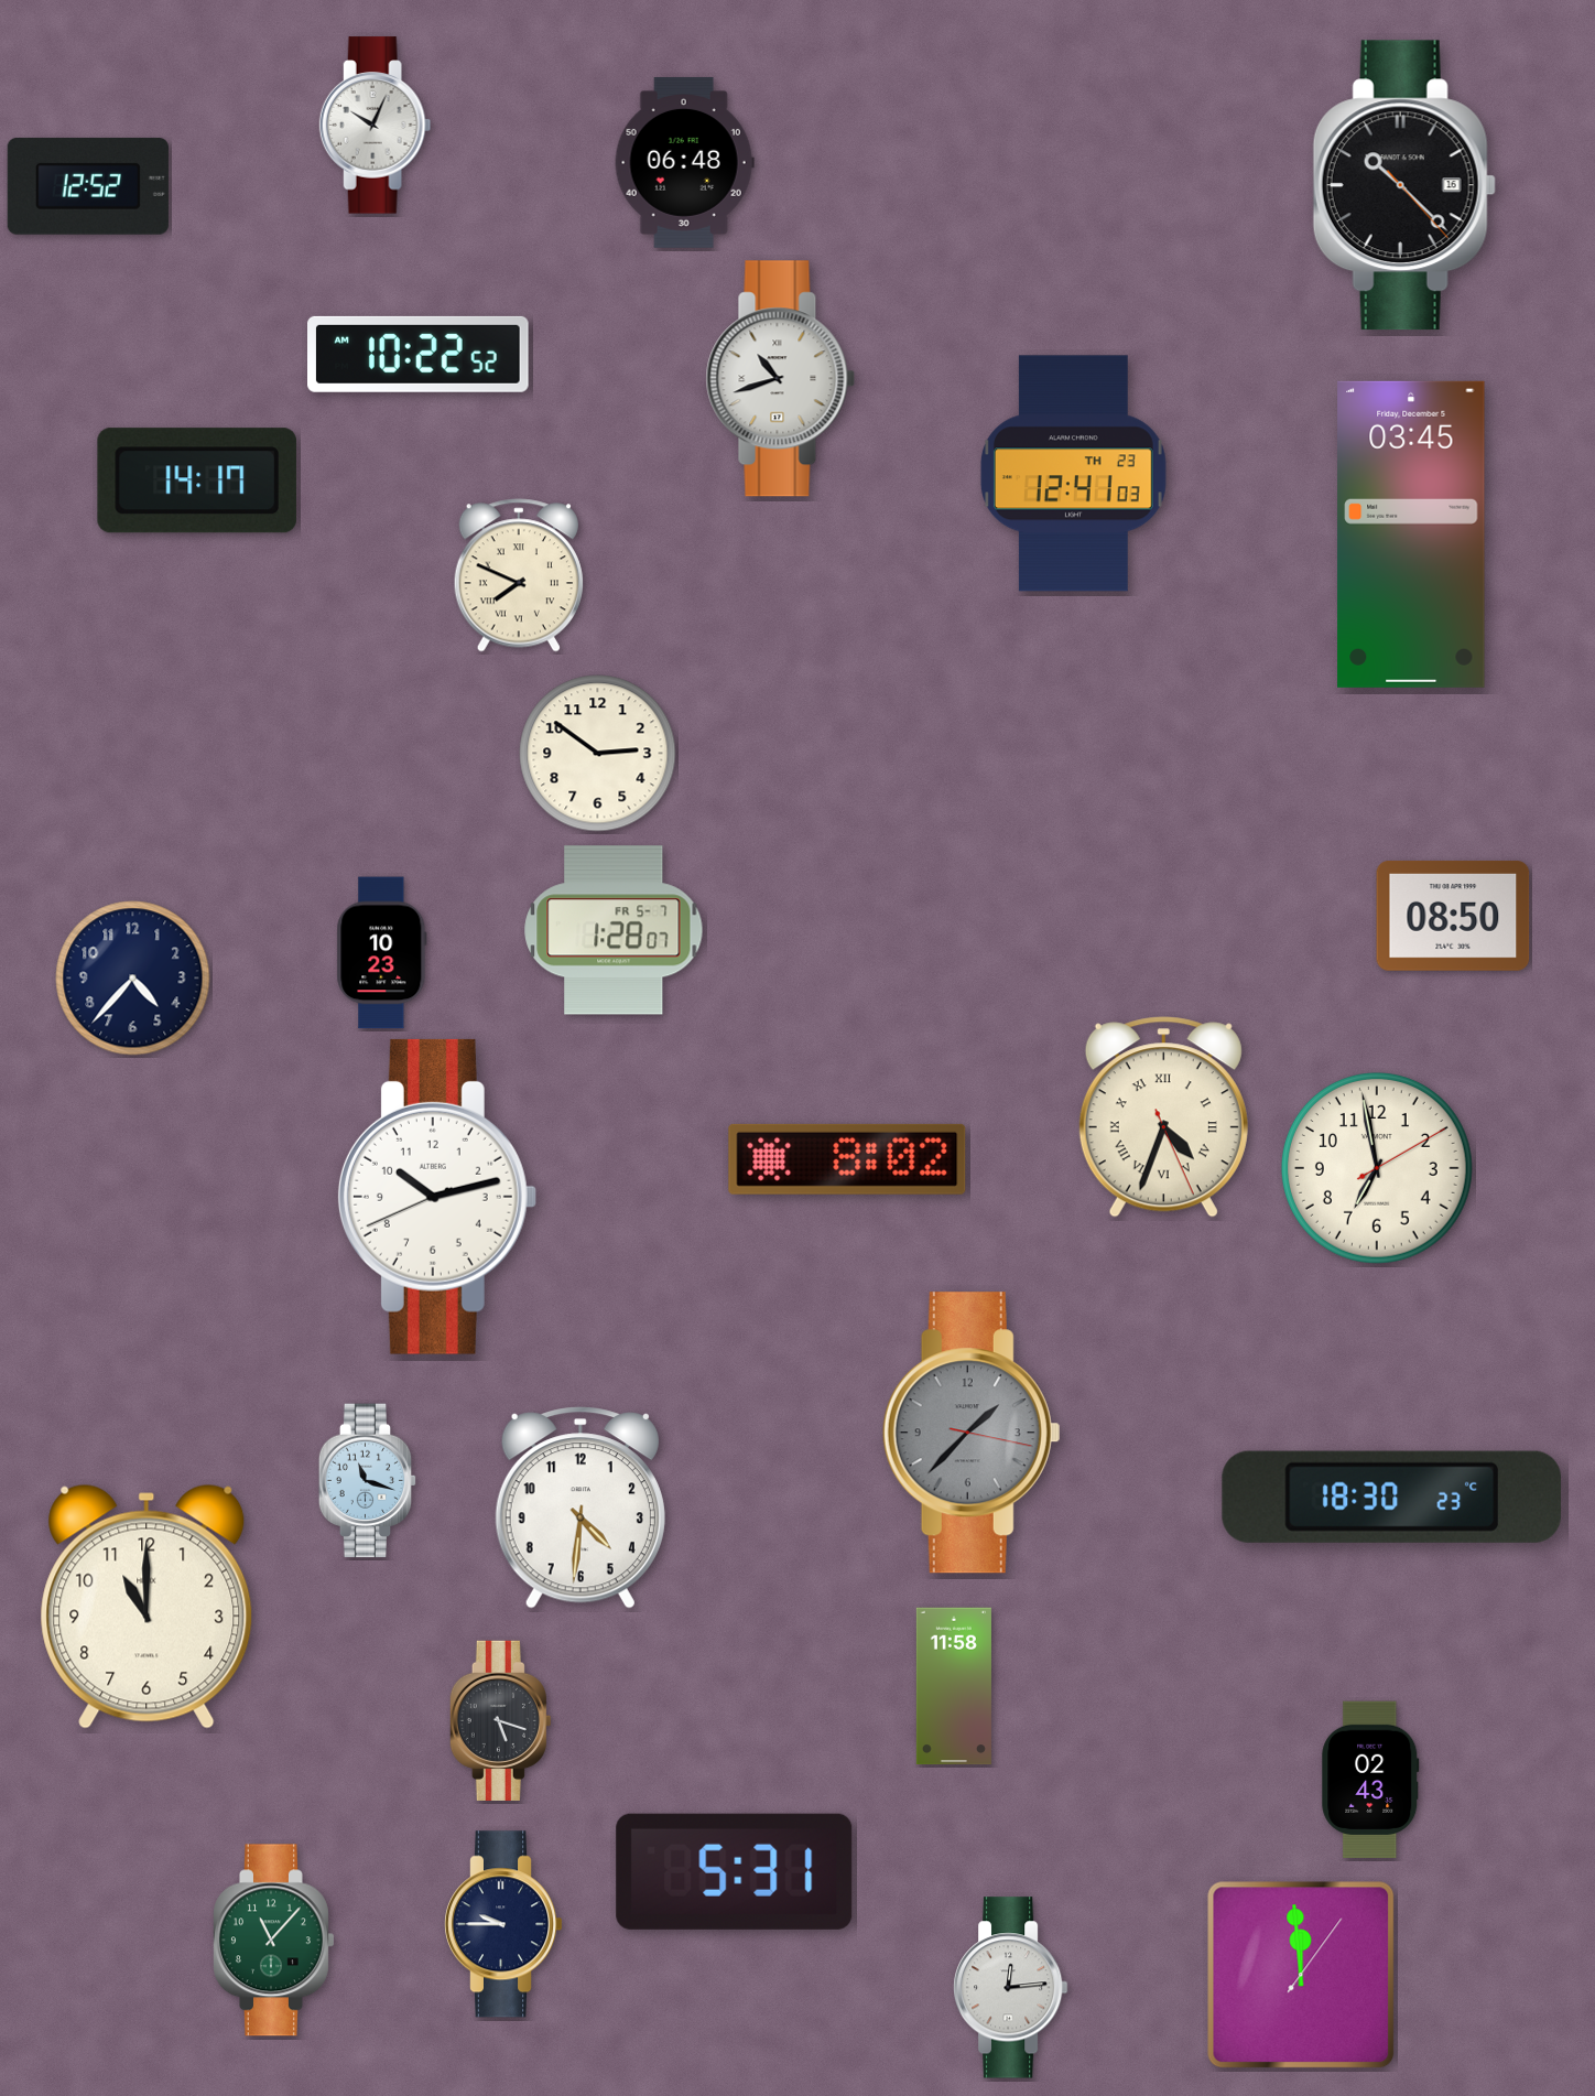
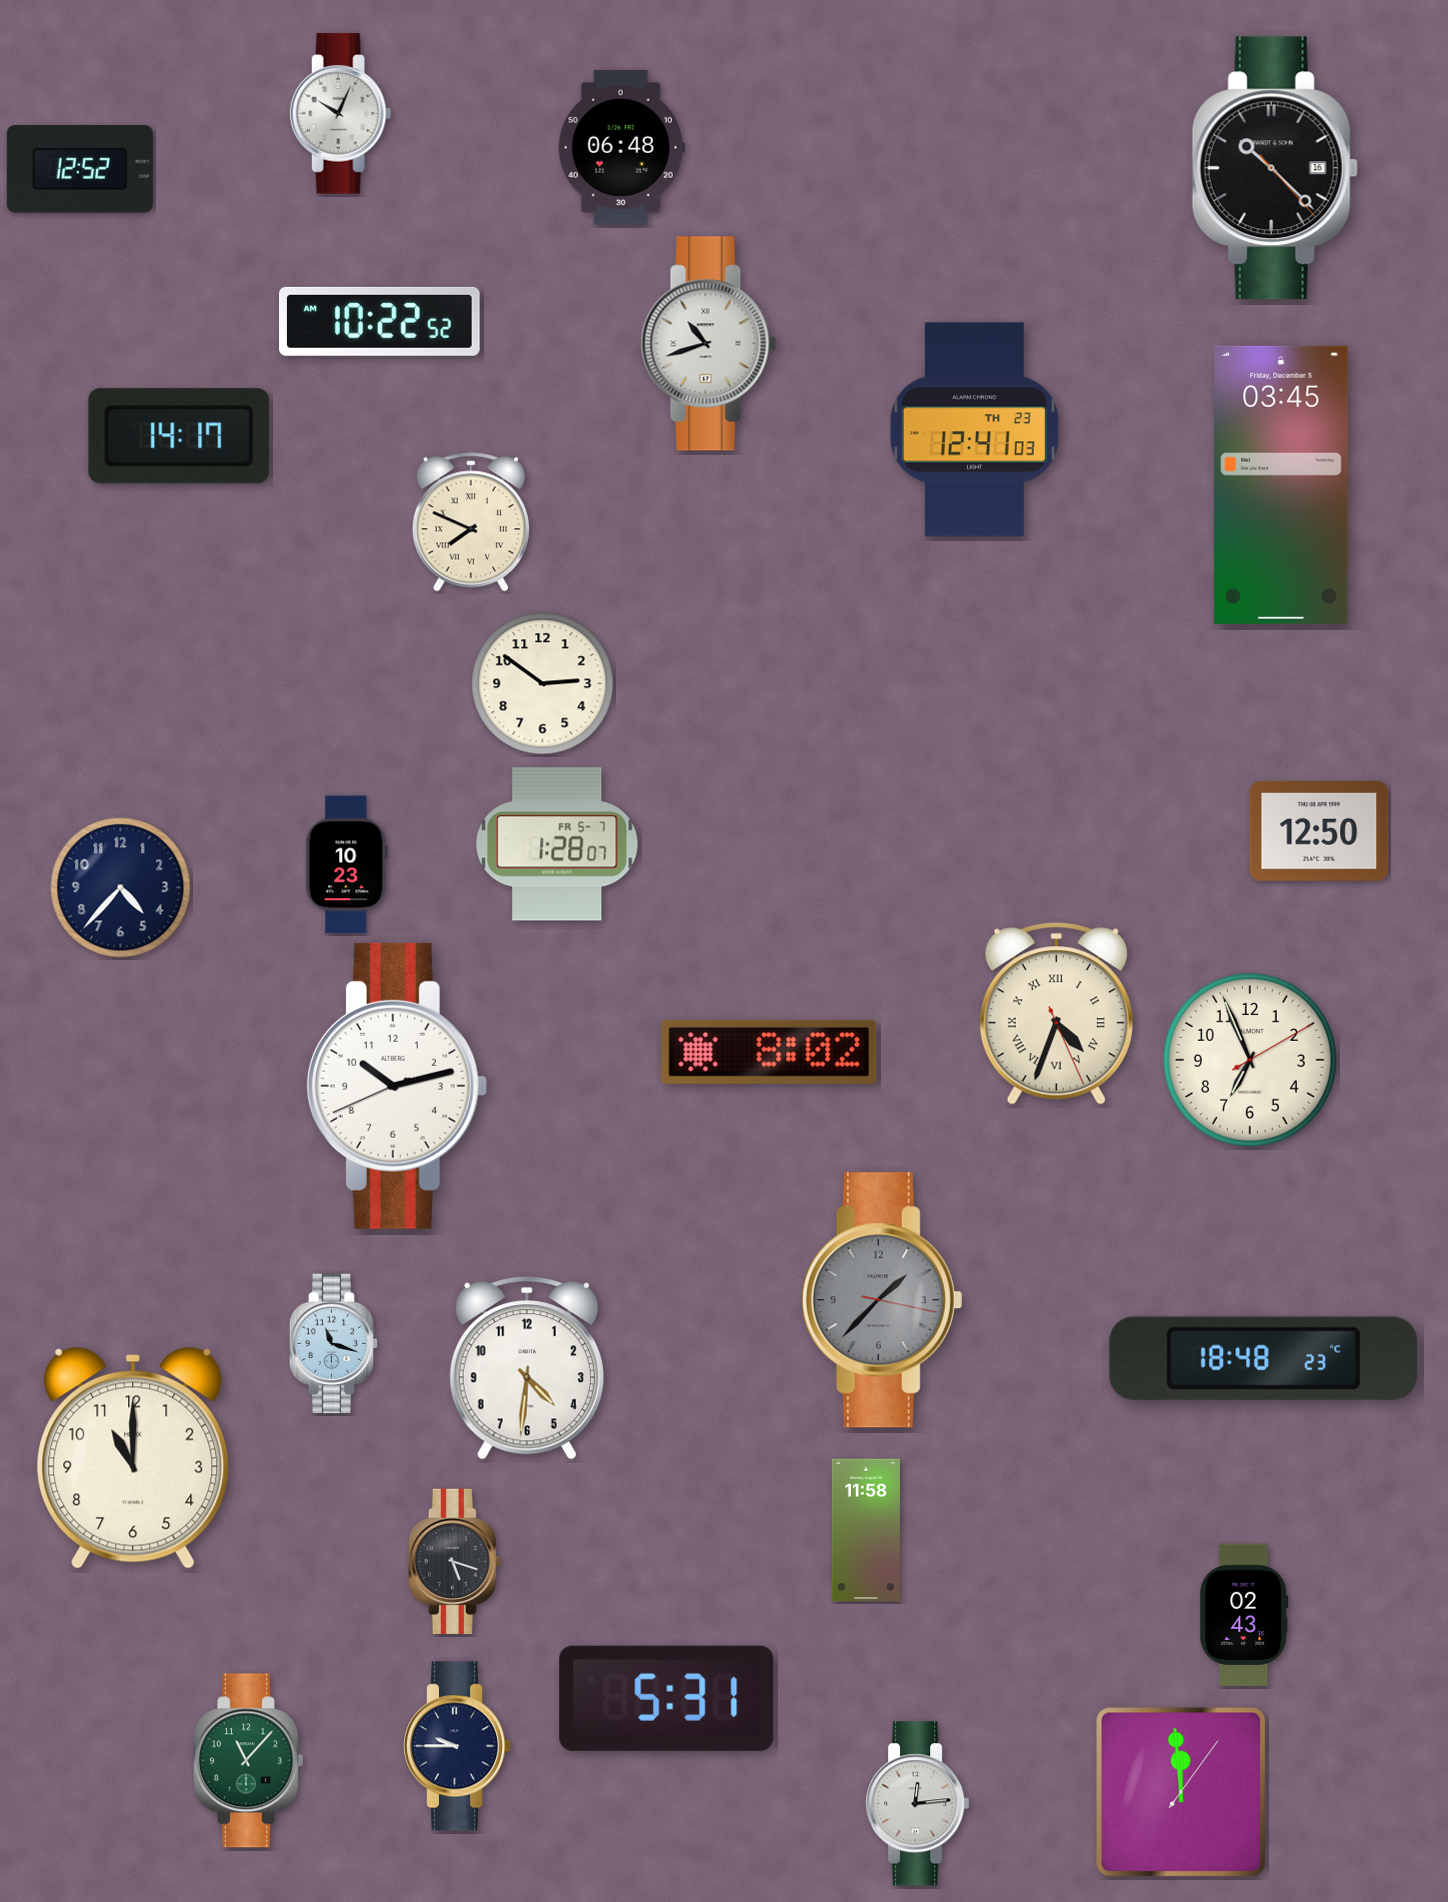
clock at (1453, 917): 08:50 -> 12:50
clock at (1377, 1168): 6:58 -> 6:56
clock at (1391, 1497): 18:30 -> 18:48
